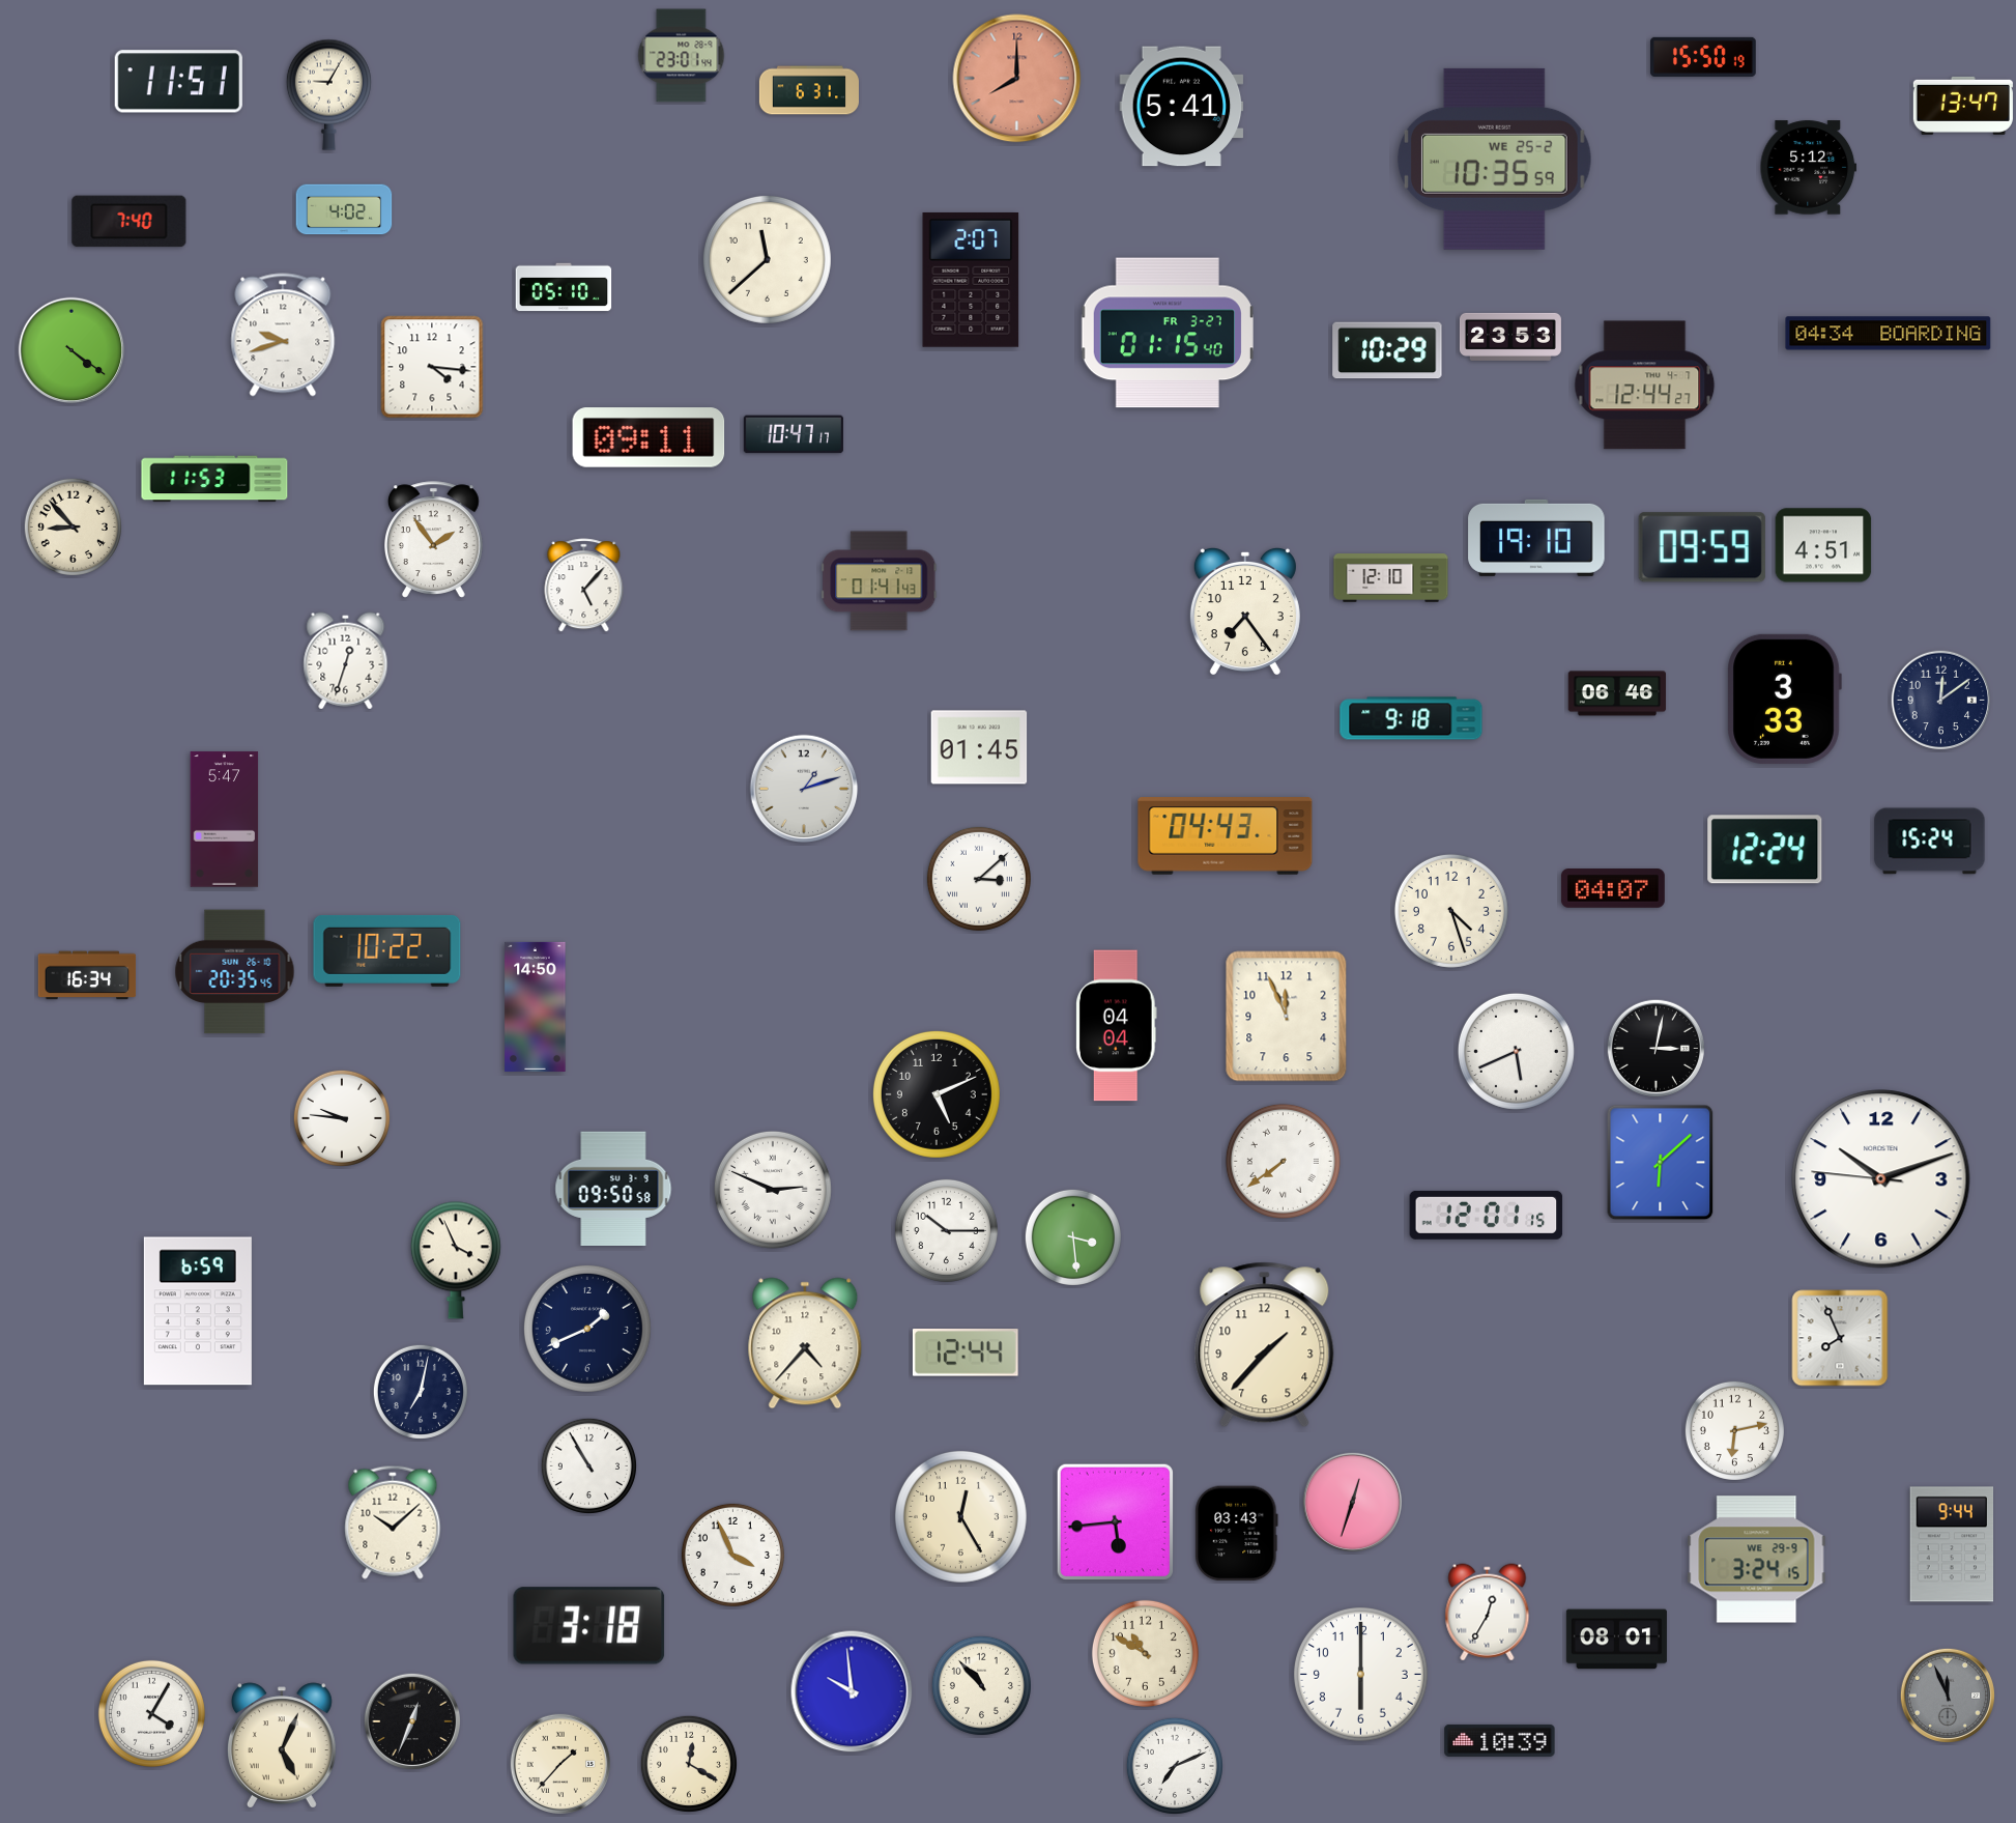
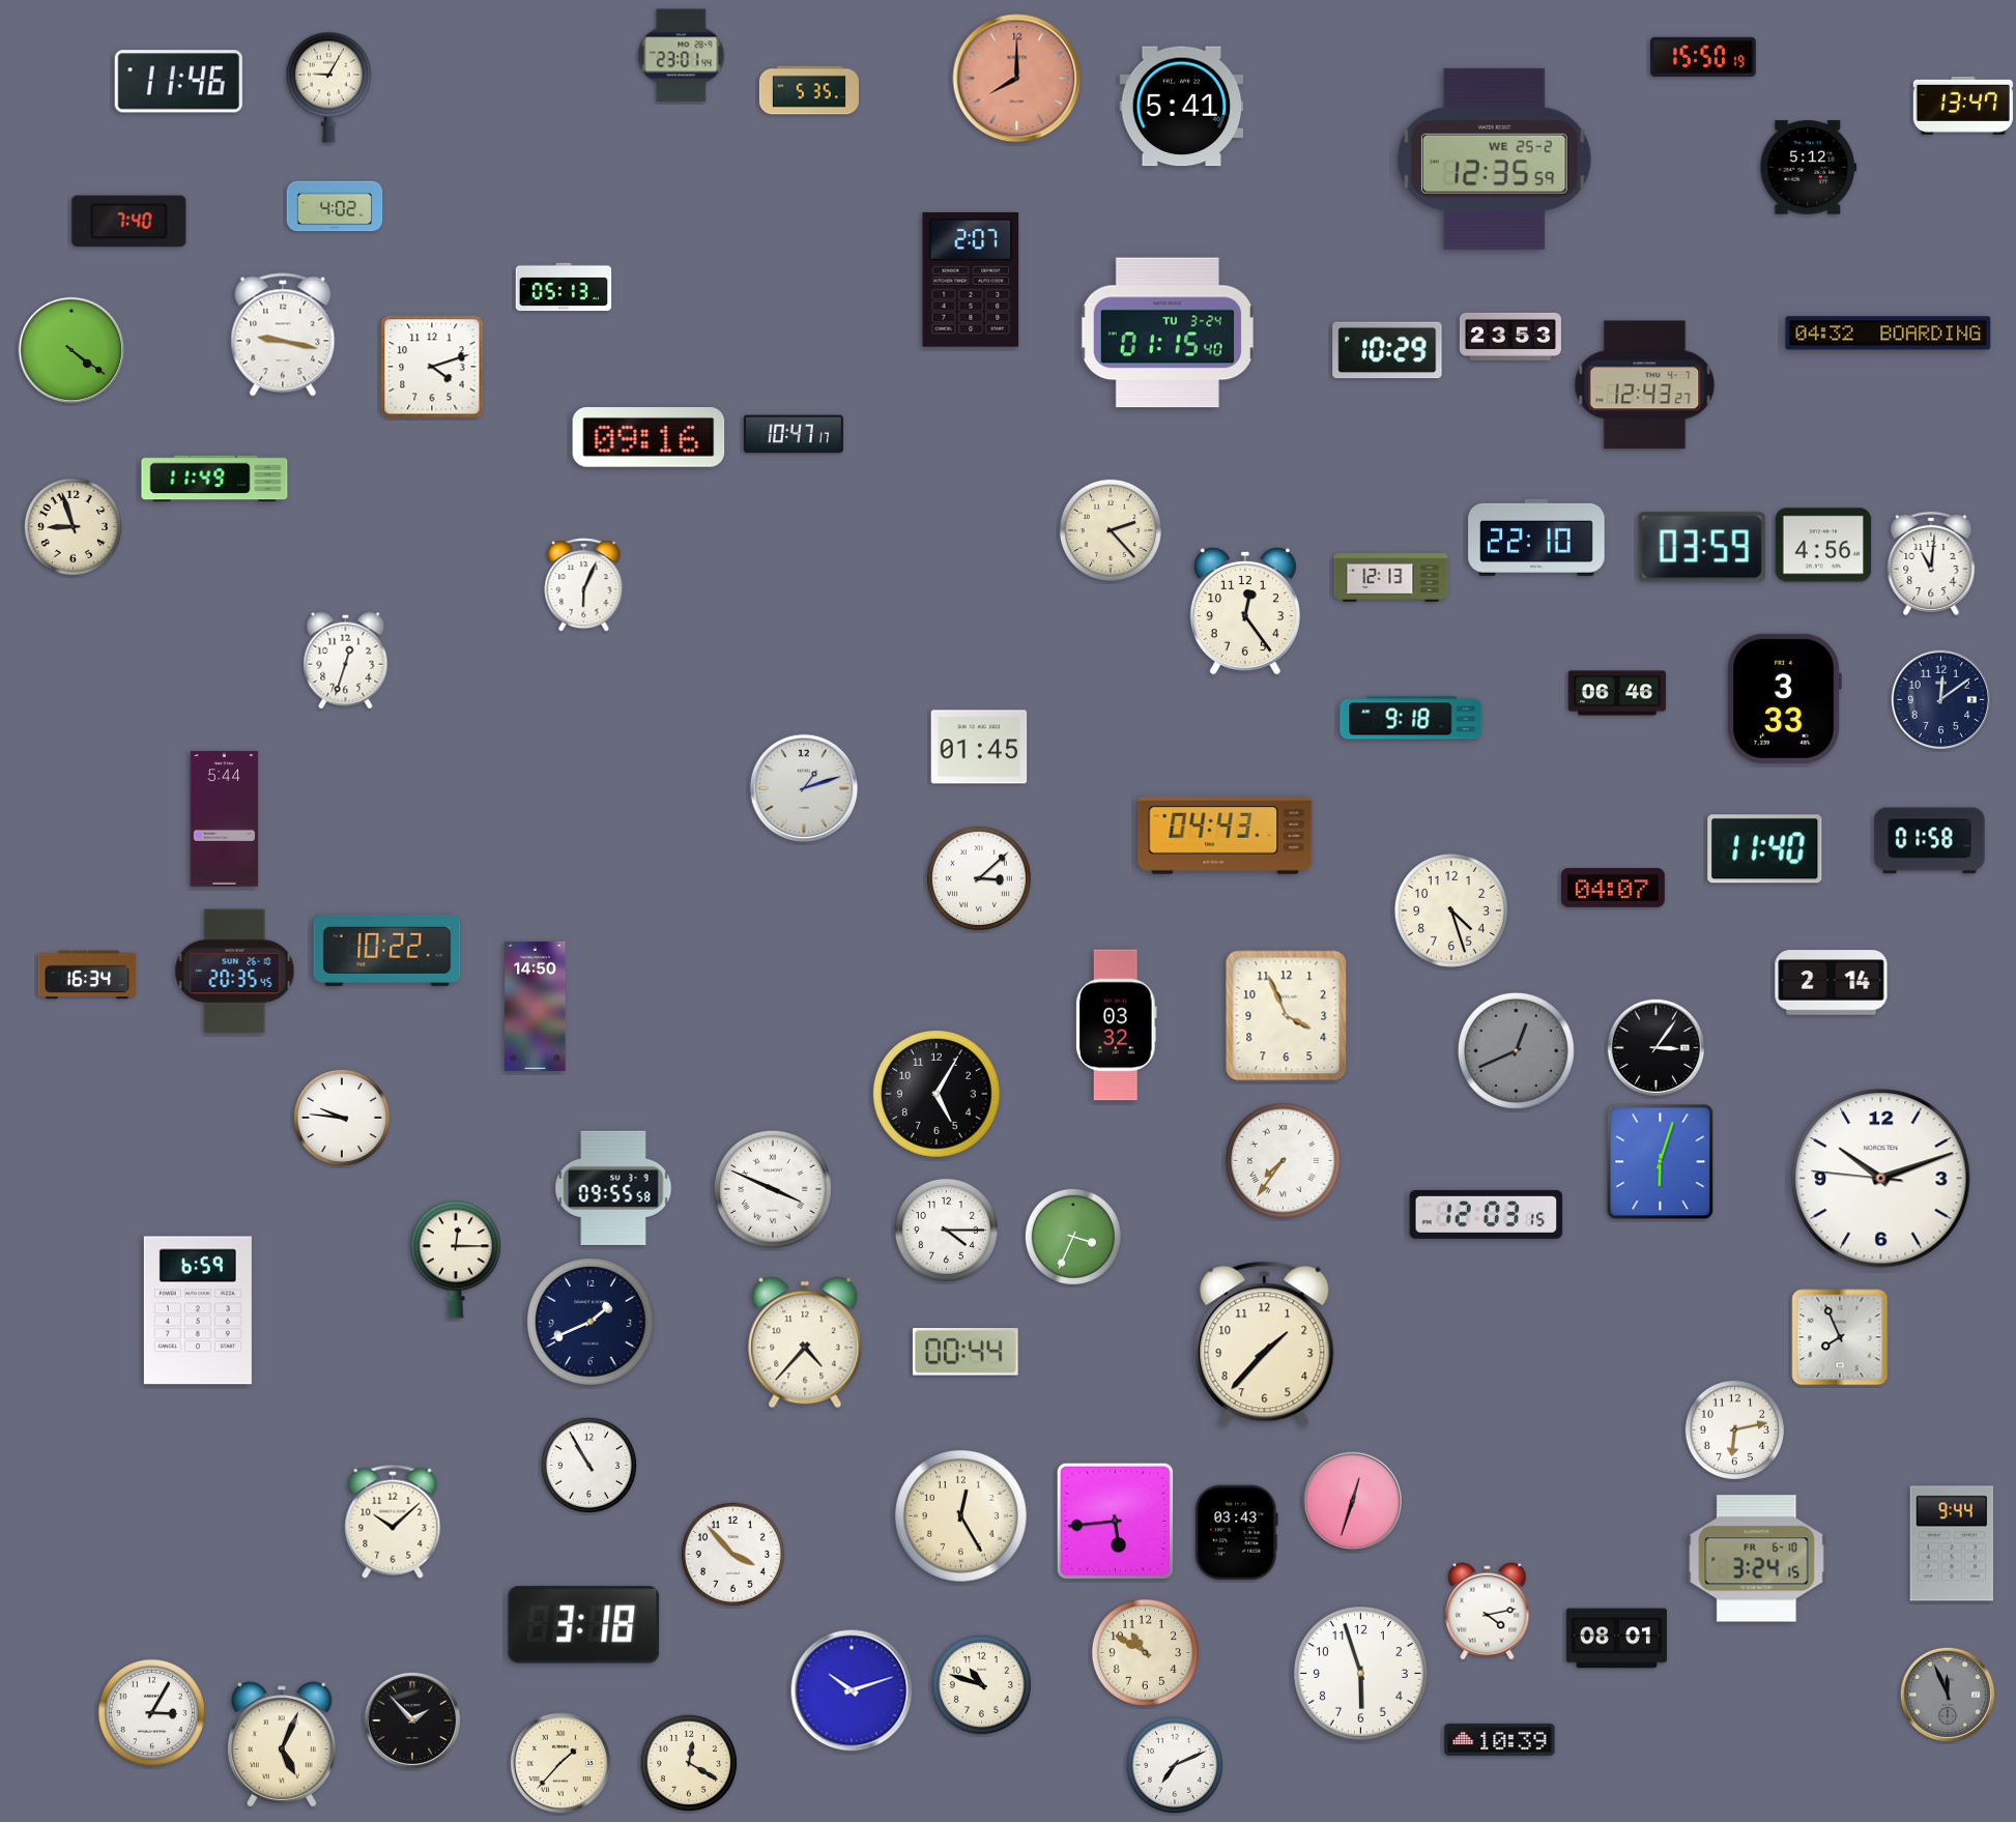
clock at (178, 82): 11:51 -> 11:46
clock at (808, 90): 6:31 -> 5:35
clock at (328, 94) position: (328, 94) -> (328, 87)
clock at (1494, 159): 10:35 -> 12:35
clock at (344, 209) position: (344, 209) -> (335, 206)
clock at (767, 259): 11:38 -> none
clock at (564, 287): 05:10 -> 05:13
clock at (1168, 333) date: FR 3-27 -> TU 3-24
clock at (1889, 334): 04:34 -> 04:32
clock at (283, 335): 9:42 -> 9:17
clock at (432, 367): 4:16 -> 4:12
clock at (1645, 386): 12:44 -> 12:43
clock at (649, 437): 09:11 -> 09:16
clock at (214, 479): 11:53 -> 11:49
clock at (73, 526): 8:53 -> 8:57
clock at (1111, 530): none -> 2:23
clock at (1536, 538): 19:10 -> 22:10
clock at (434, 540): 1:54 -> none
clock at (1823, 545): 4:51 -> 4:56
clock at (1702, 547): 09:59 -> 03:59
clock at (1931, 563): none -> 11:01
clock at (1391, 578): 12:10 -> 12:13
clock at (880, 581): 01:41 -> none
clock at (584, 586): 5:07 -> 6:04
clock at (1245, 611): 7:24 -> 12:24
clock at (225, 820): 5:47 -> 5:44
clock at (1930, 842): 15:24 -> 01:58
clock at (1765, 850): 12:24 -> 11:40
clock at (1832, 983): none -> 2:14
clock at (1287, 1017): 11:56 -> 3:56
clock at (1117, 1026): 04:04 -> 03:32
clock at (1655, 1048): 3:02 -> 3:06
clock at (1516, 1051): 5:41 -> 12:41
clock at (1516, 1051) dial: white -> grey
clock at (937, 1094): 5:11 -> 5:05
clock at (1283, 1161): 7:39 -> 7:36
clock at (1661, 1163): 6:08 -> 6:03
clock at (613, 1188): 09:50 -> 09:55
clock at (773, 1190): 2:49 -> 3:49
clock at (1487, 1215): 12:01 -> 12:03
clock at (946, 1230): 10:15 -> 4:15
clock at (1073, 1237): 3:29 -> 3:34
clock at (456, 1260): 3:56 -> 12:15
clock at (587, 1329) position: (587, 1329) -> (591, 1322)
clock at (966, 1352): 12:44 -> 00:44
clock at (421, 1392): 7:02 -> none
clock at (732, 1555): 3:56 -> 3:53
clock at (1757, 1560) date: WE 29-9 -> FR 6-10
clock at (1488, 1613): 12:35 -> 4:13
clock at (589, 1626) position: (589, 1626) -> (584, 1625)
clock at (1360, 1674): 6:00 -> 5:57
clock at (981, 1685): 10:53 -> 10:48
clock at (852, 1691): 9:59 -> 10:12
clock at (151, 1713): 4:05 -> 3:05
clock at (411, 1720): 12:34 -> 1:53
